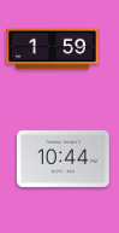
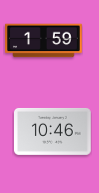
clock at (64, 158): 10:44 -> 10:46
